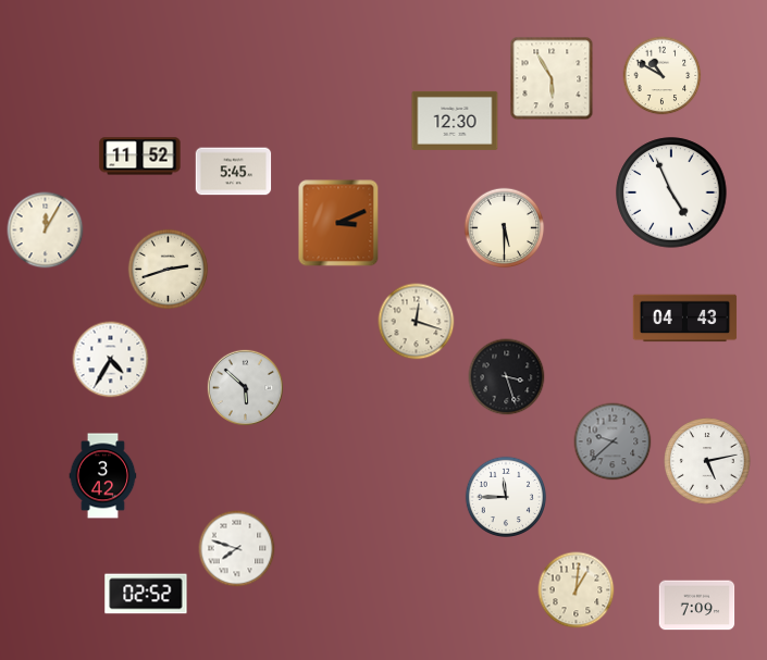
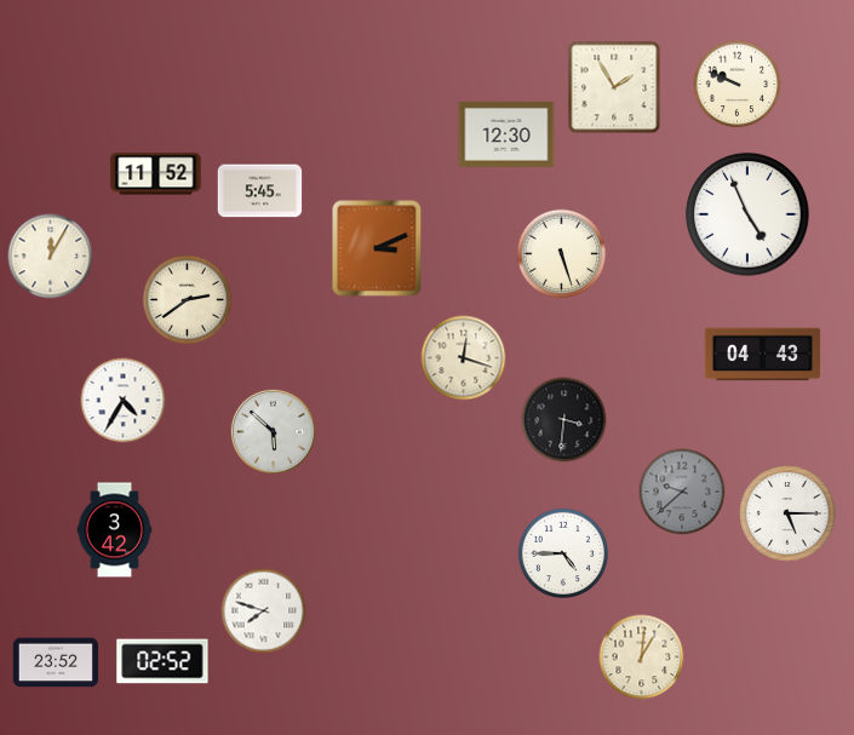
clock at (663, 76): 10:50 -> 9:49
clock at (552, 78): 5:55 -> 1:55
clock at (505, 228): 5:30 -> 5:27
clock at (169, 270): 2:42 -> 2:39
clock at (507, 377): 3:27 -> 3:31
clock at (707, 461): 5:13 -> 5:15
clock at (505, 496): 11:45 -> 4:45
clock at (55, 662): none -> 23:52
clock at (697, 606): 7:09 -> none
